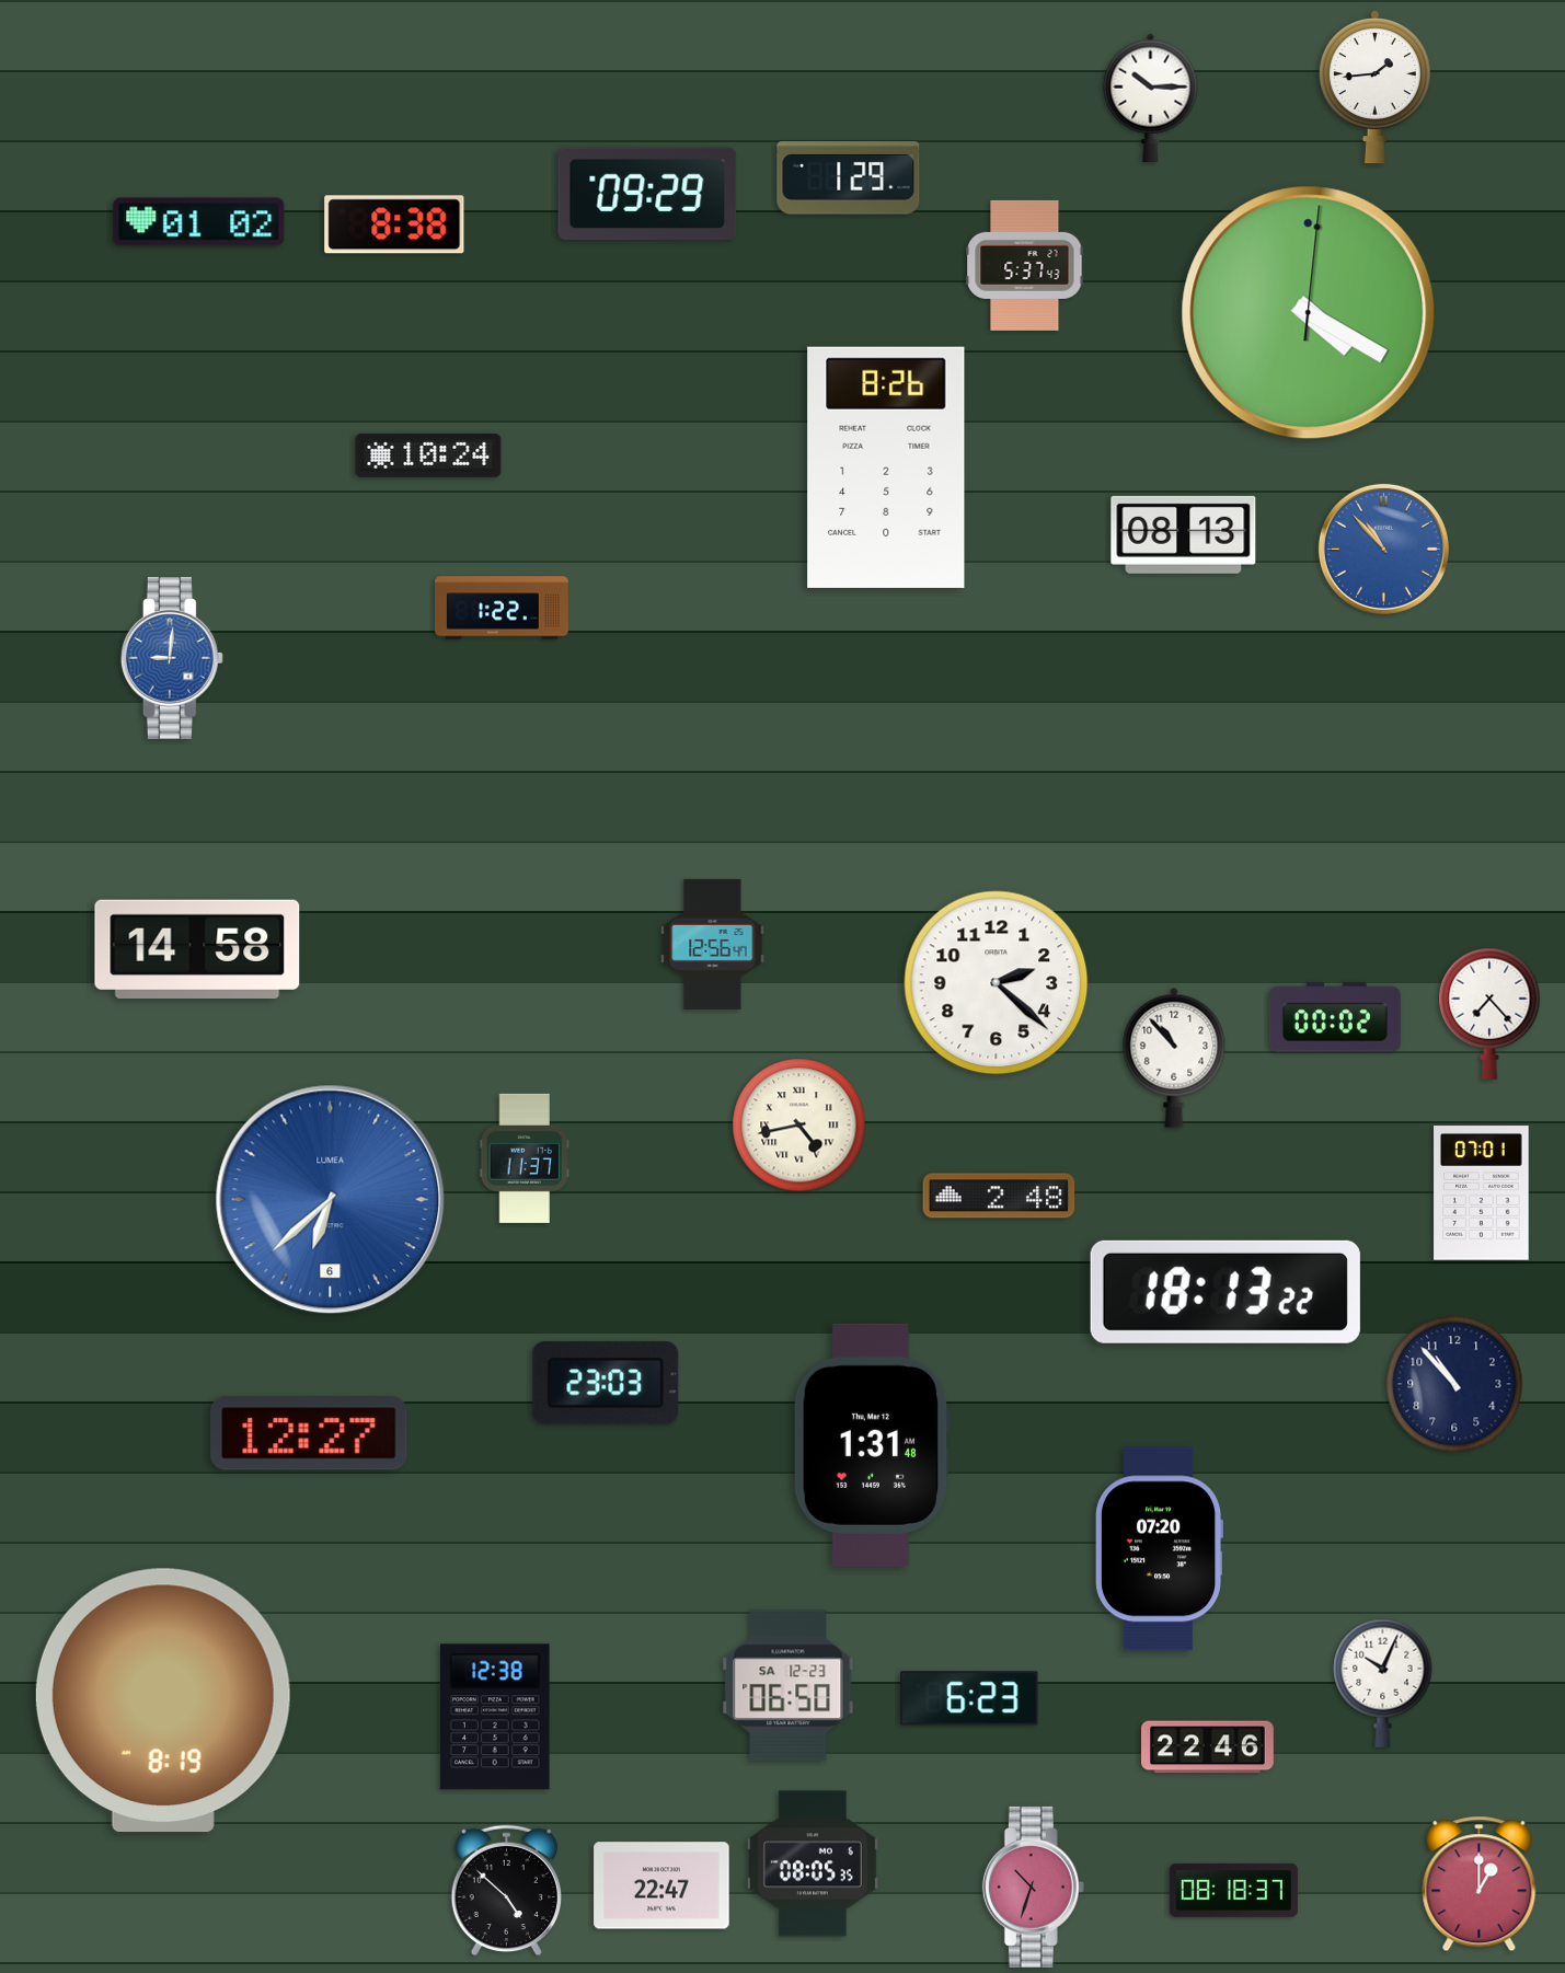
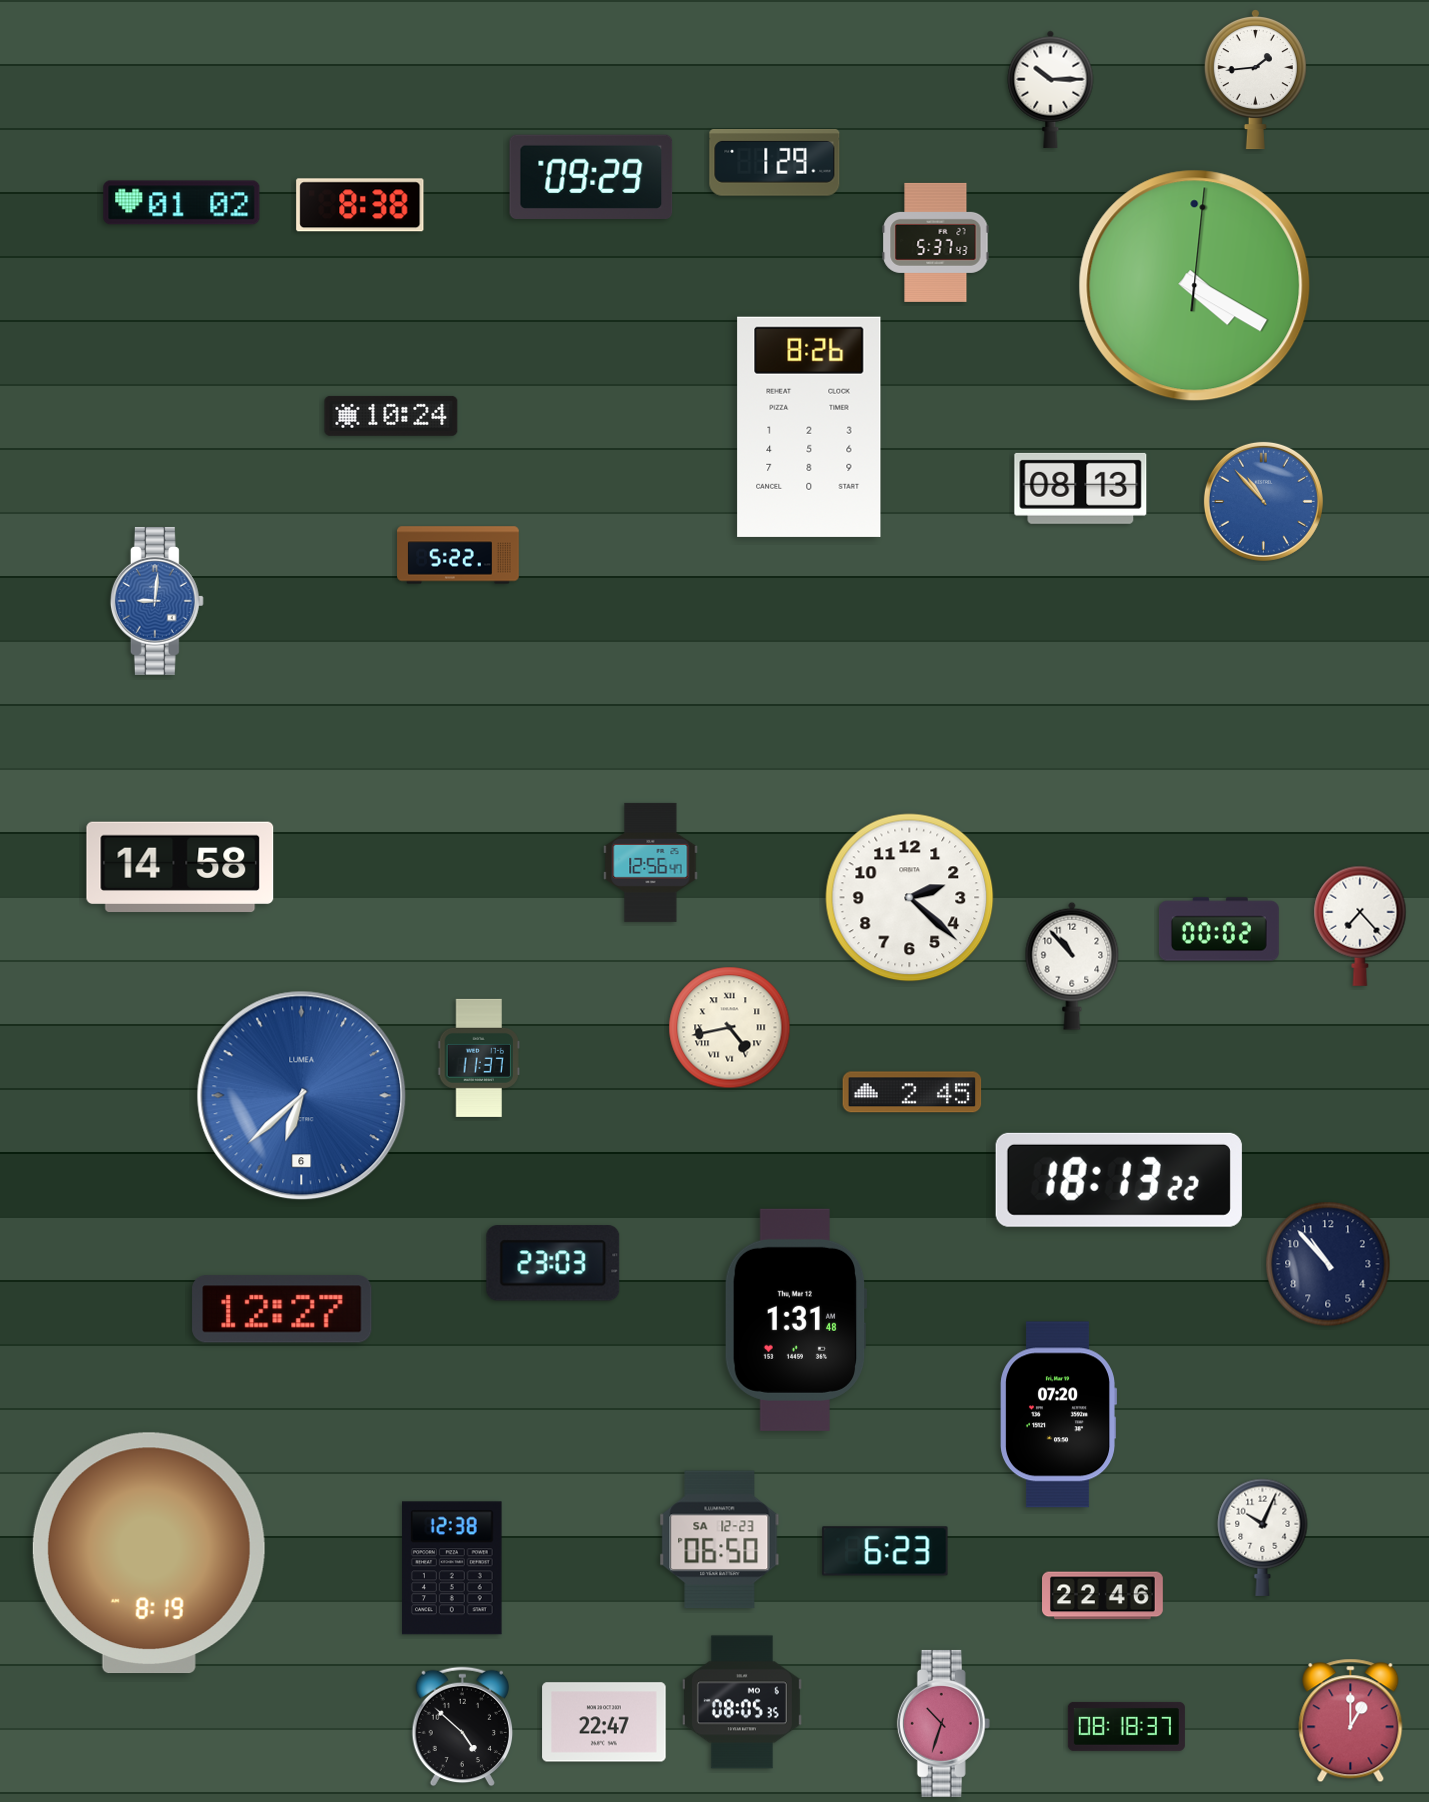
clock at (502, 608): 1:22 -> 5:22
clock at (1482, 1193): 07:01 -> none
clock at (999, 1196): 2:48 -> 2:45
